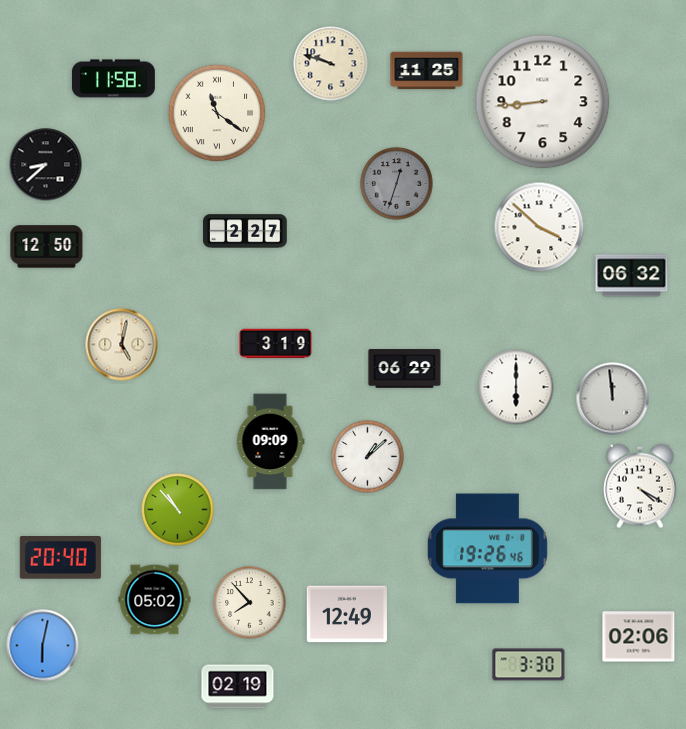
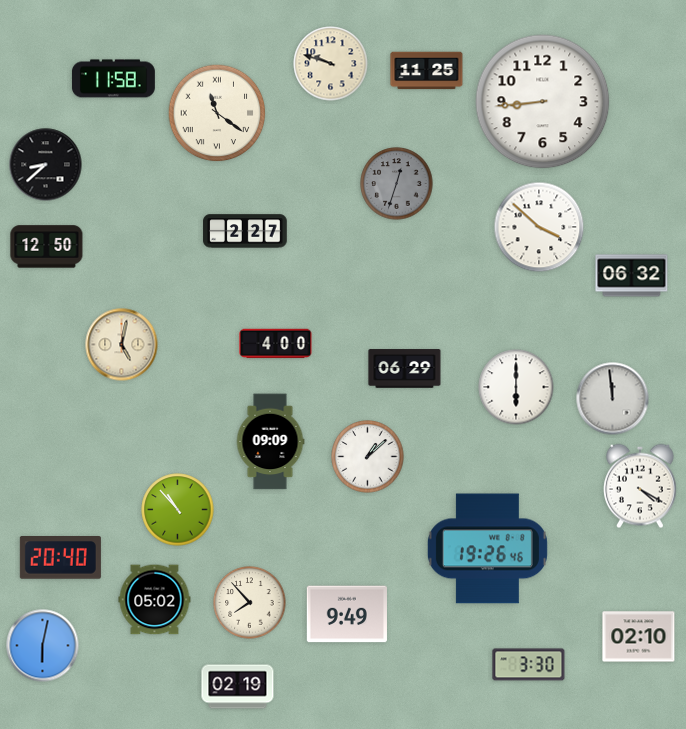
clock at (276, 344): 3:19 -> 4:00
clock at (347, 614): 12:49 -> 9:49
clock at (639, 637): 02:06 -> 02:10
